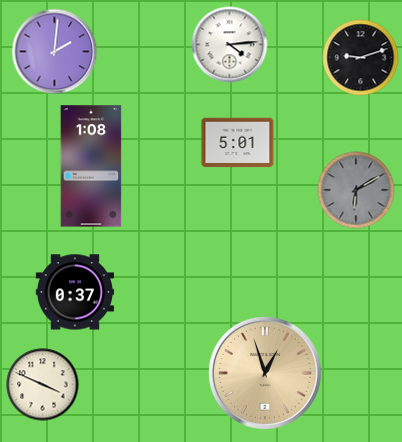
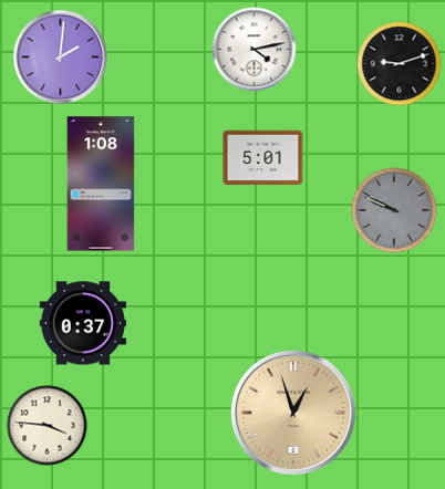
clock at (230, 45): 4:14 -> 4:13
clock at (356, 190): 6:10 -> 9:49
clock at (43, 385): 3:49 -> 3:46
